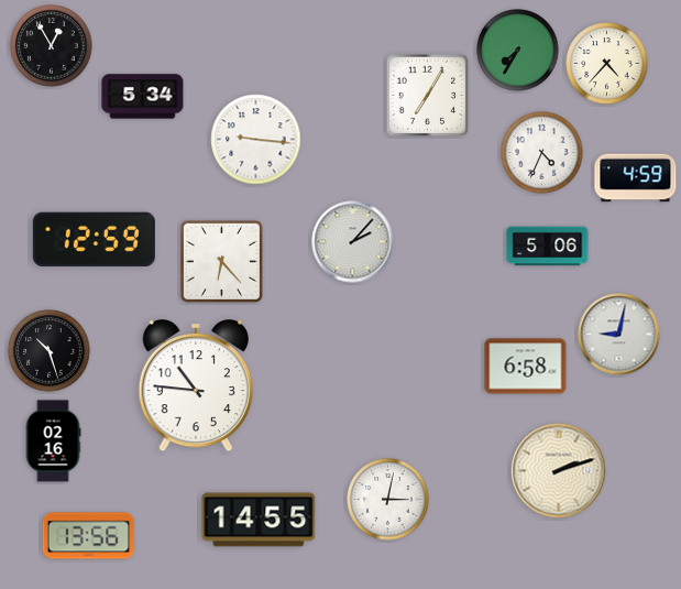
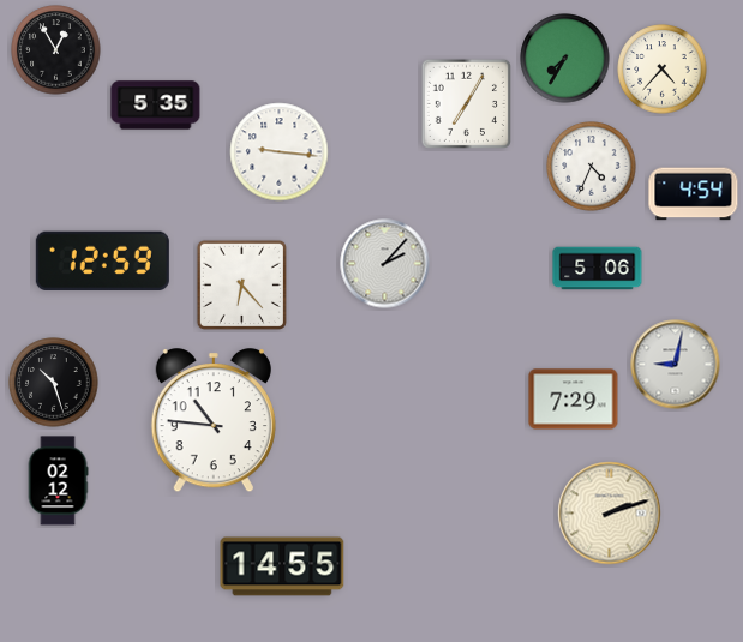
clock at (518, 51) position: (518, 51) -> (565, 59)
clock at (143, 97): 5:34 -> 5:35
clock at (636, 178): 4:59 -> 4:54
clock at (526, 367): 6:58 -> 7:29
clock at (53, 441): 02:16 -> 02:12
clock at (388, 500): 3:02 -> none
clock at (89, 536): 13:56 -> none
